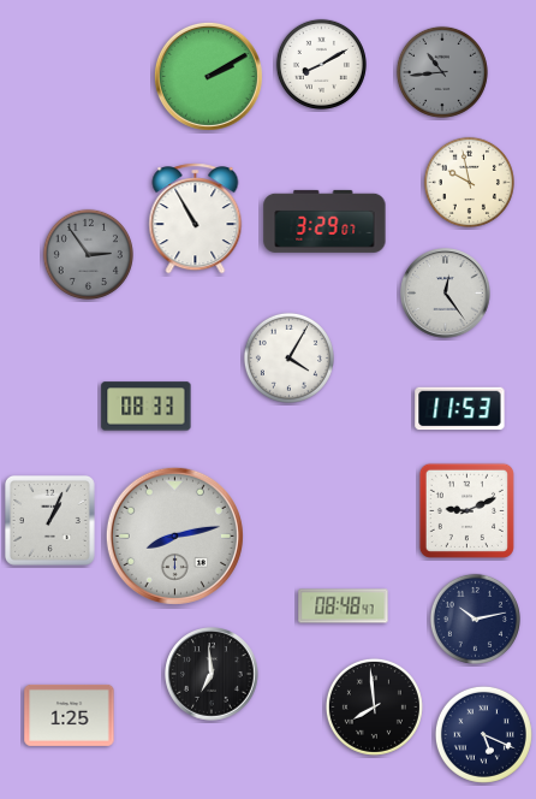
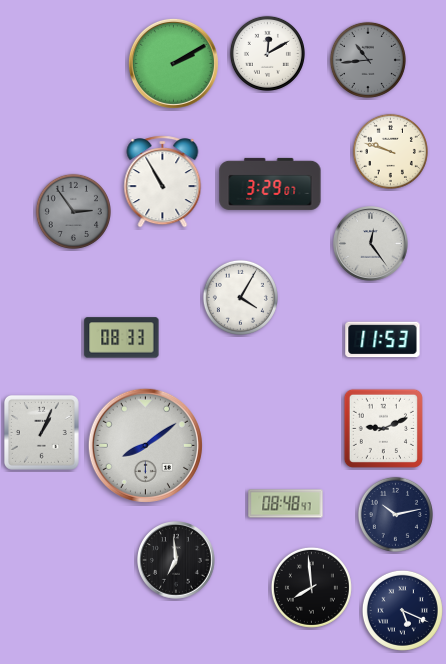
clock at (321, 64): 8:10 -> 12:10
clock at (469, 182): 9:58 -> 9:48
clock at (466, 510) position: (466, 510) -> (383, 428)
clock at (174, 535): 8:13 -> 8:09
clock at (70, 715): 1:25 -> none
